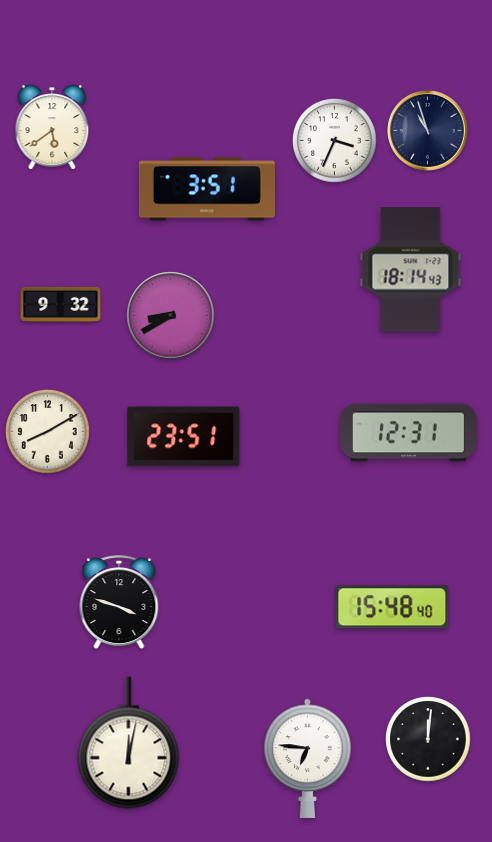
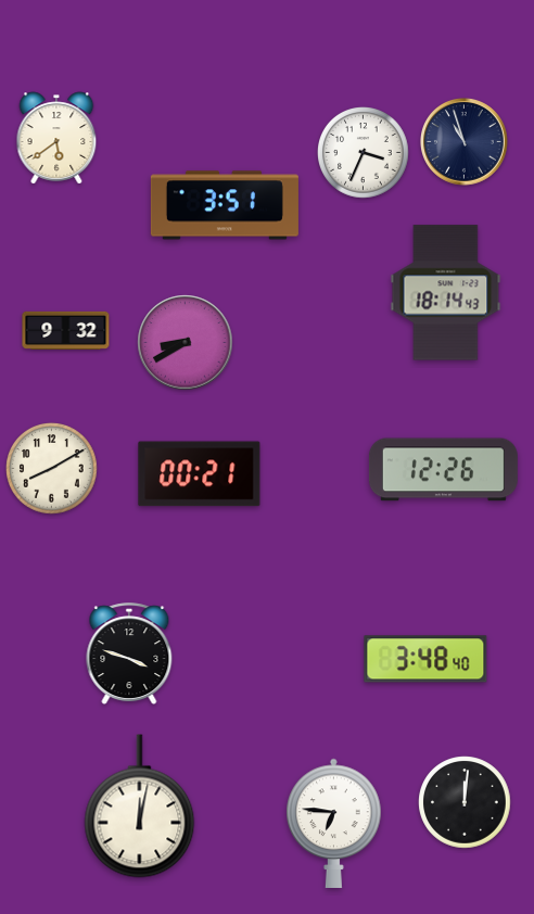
clock at (408, 433): 12:31 -> 12:26
clock at (184, 437): 23:51 -> 00:21
clock at (392, 607): 15:48 -> 3:48
